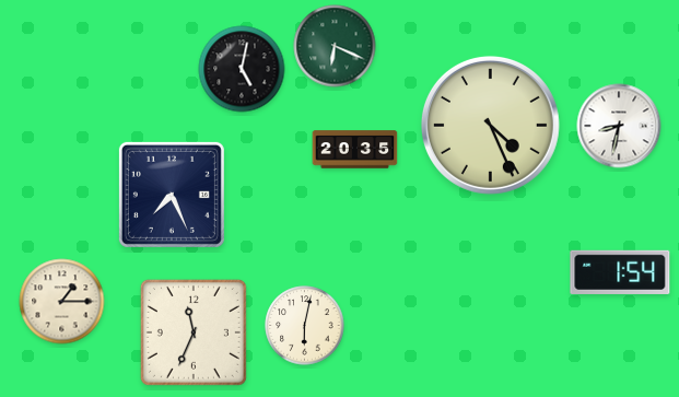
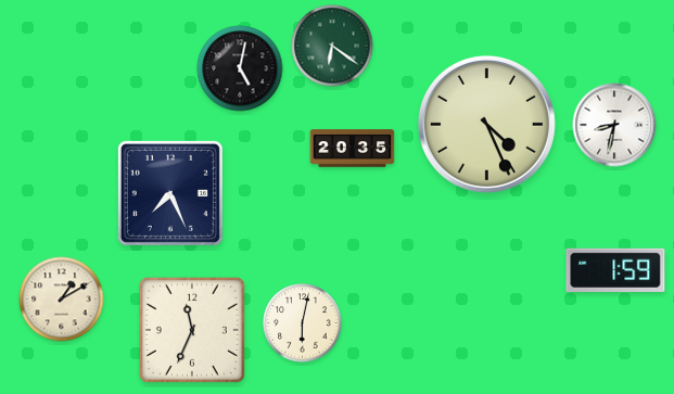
clock at (335, 46): 6:19 -> 6:21
clock at (620, 272): 1:54 -> 1:59
clock at (62, 302): 1:15 -> 1:10
